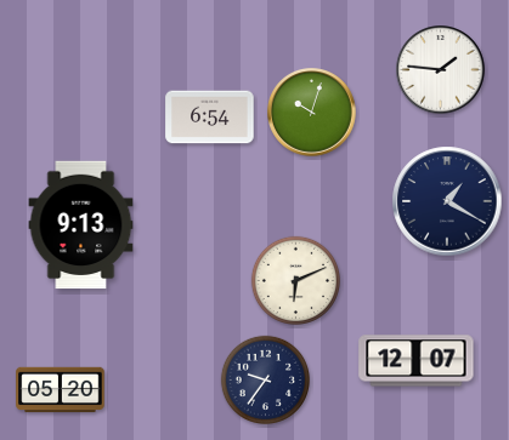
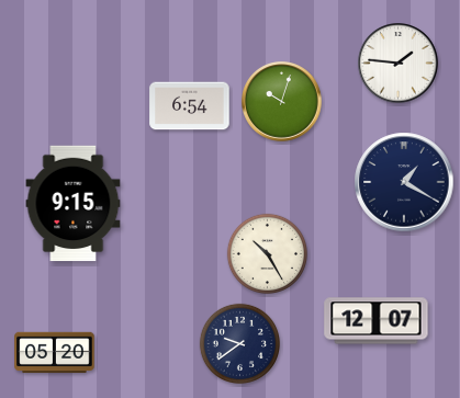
clock at (81, 225): 9:13 -> 9:15
clock at (295, 280): 6:11 -> 10:25
clock at (417, 361) position: (417, 361) -> (377, 321)
clock at (265, 379): 9:36 -> 9:39
